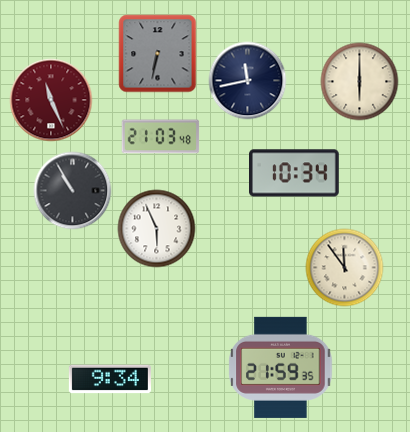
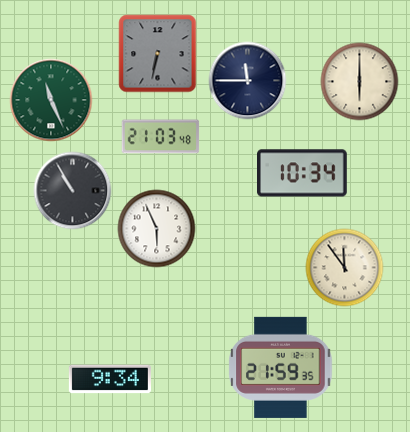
clock at (247, 80): 11:43 -> 11:45
clock at (51, 100) dial: burgundy -> green
clock at (295, 173) position: (295, 173) -> (303, 173)
